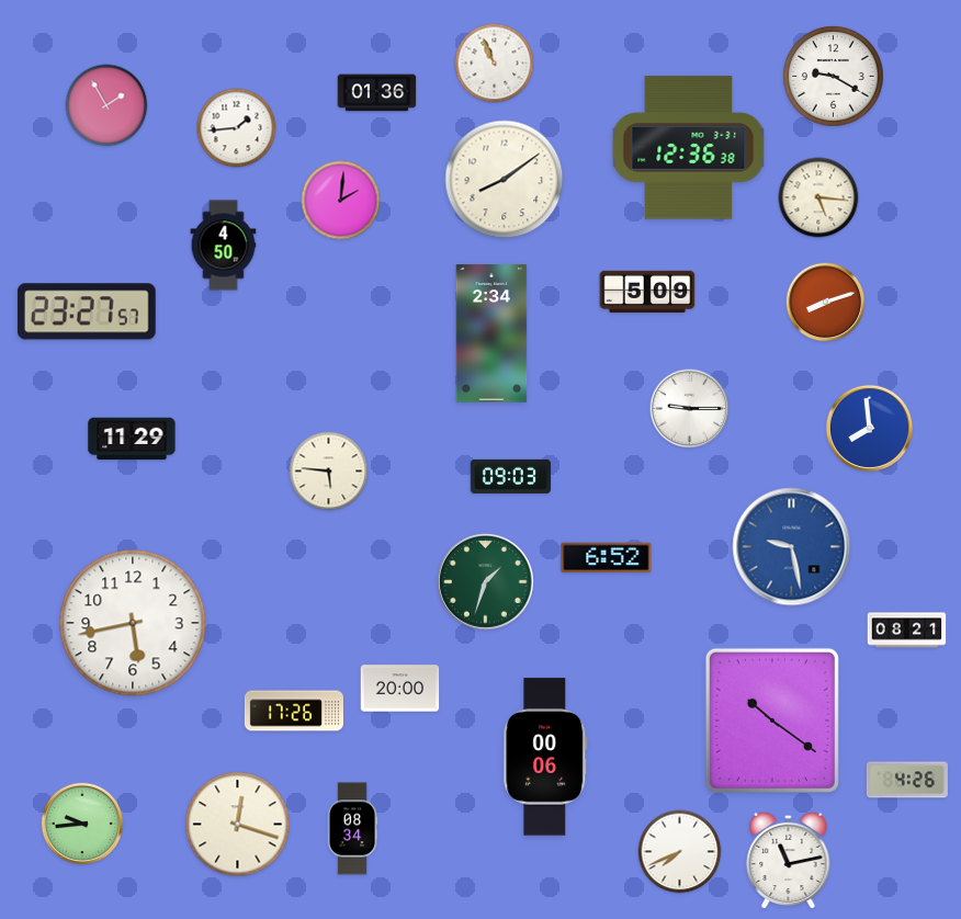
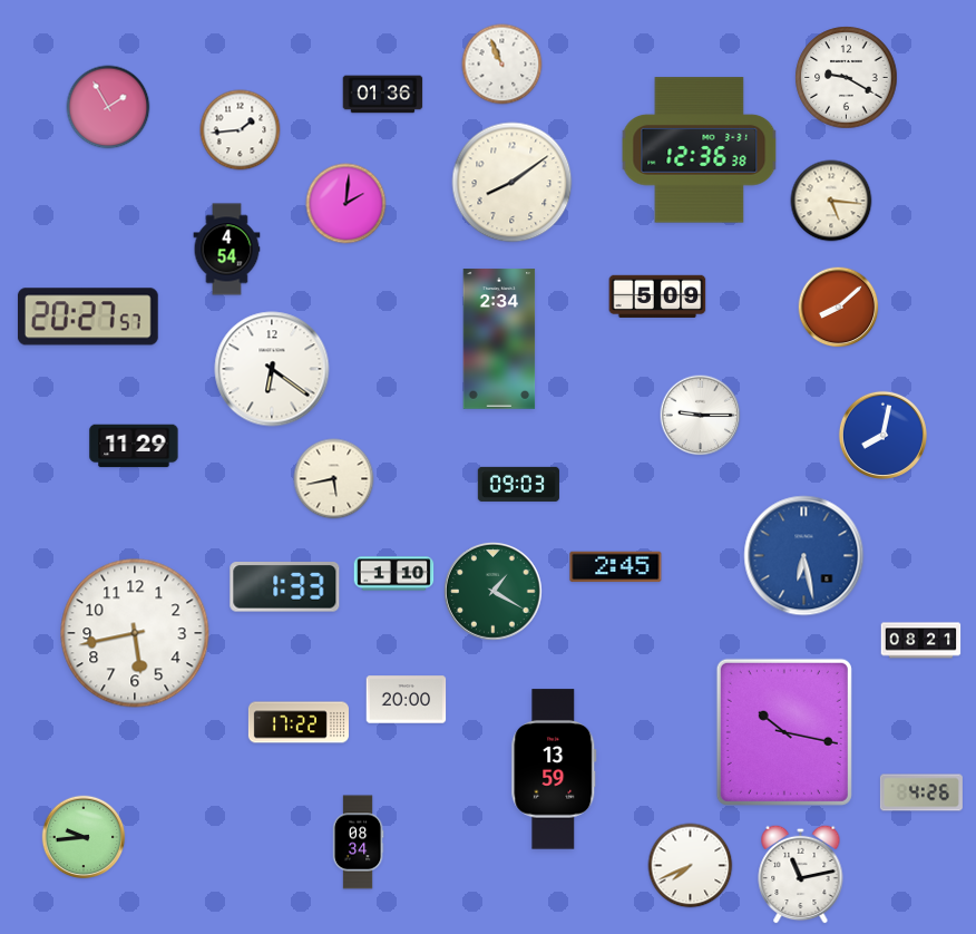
clock at (224, 246): 4:50 -> 4:54
clock at (826, 303): 8:12 -> 8:08
clock at (87, 311): 23:27 -> 20:27
clock at (272, 369): none -> 6:21
clock at (869, 428): 7:59 -> 8:02
clock at (329, 472): 5:46 -> 5:43
clock at (792, 547): 9:28 -> 6:28
clock at (607, 558): 6:52 -> 2:45
clock at (394, 574): none -> 1:10
clock at (285, 587): none -> 1:33
clock at (486, 582): 1:33 -> 1:20
clock at (294, 711): 17:26 -> 17:22
clock at (772, 721): 10:21 -> 10:17
clock at (545, 757): 00:06 -> 13:59
clock at (238, 825): 12:18 -> none
